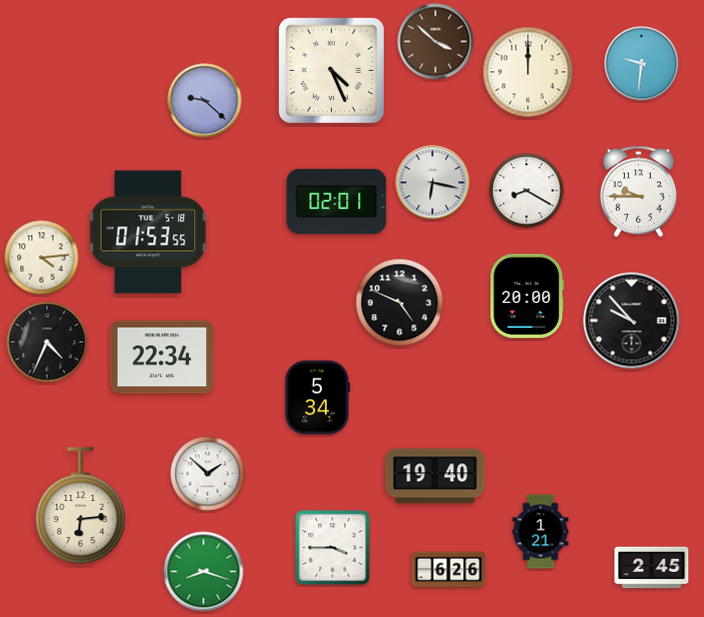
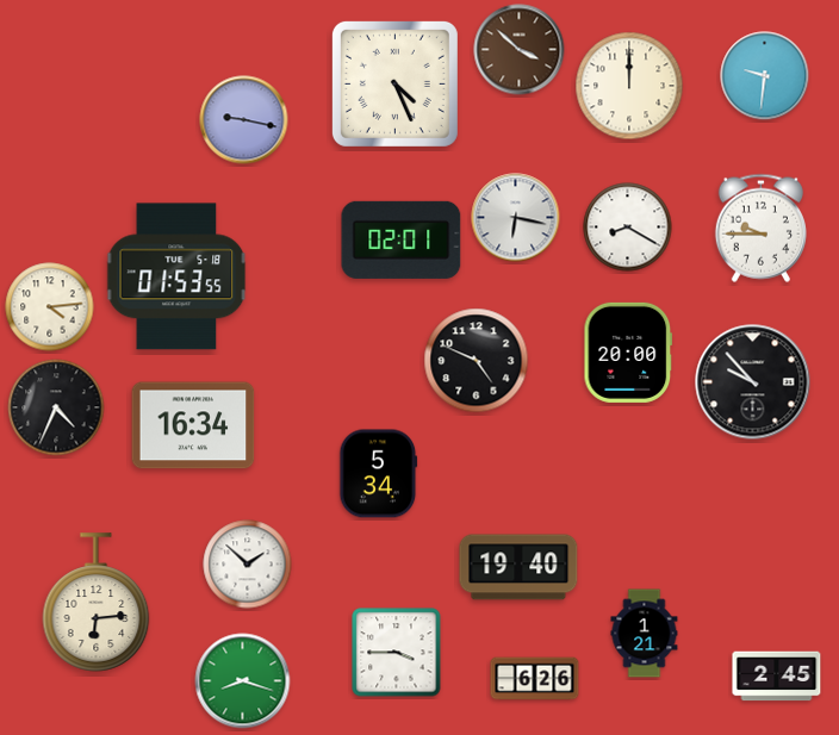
clock at (205, 101): 9:22 -> 9:17
clock at (162, 357): 22:34 -> 16:34
